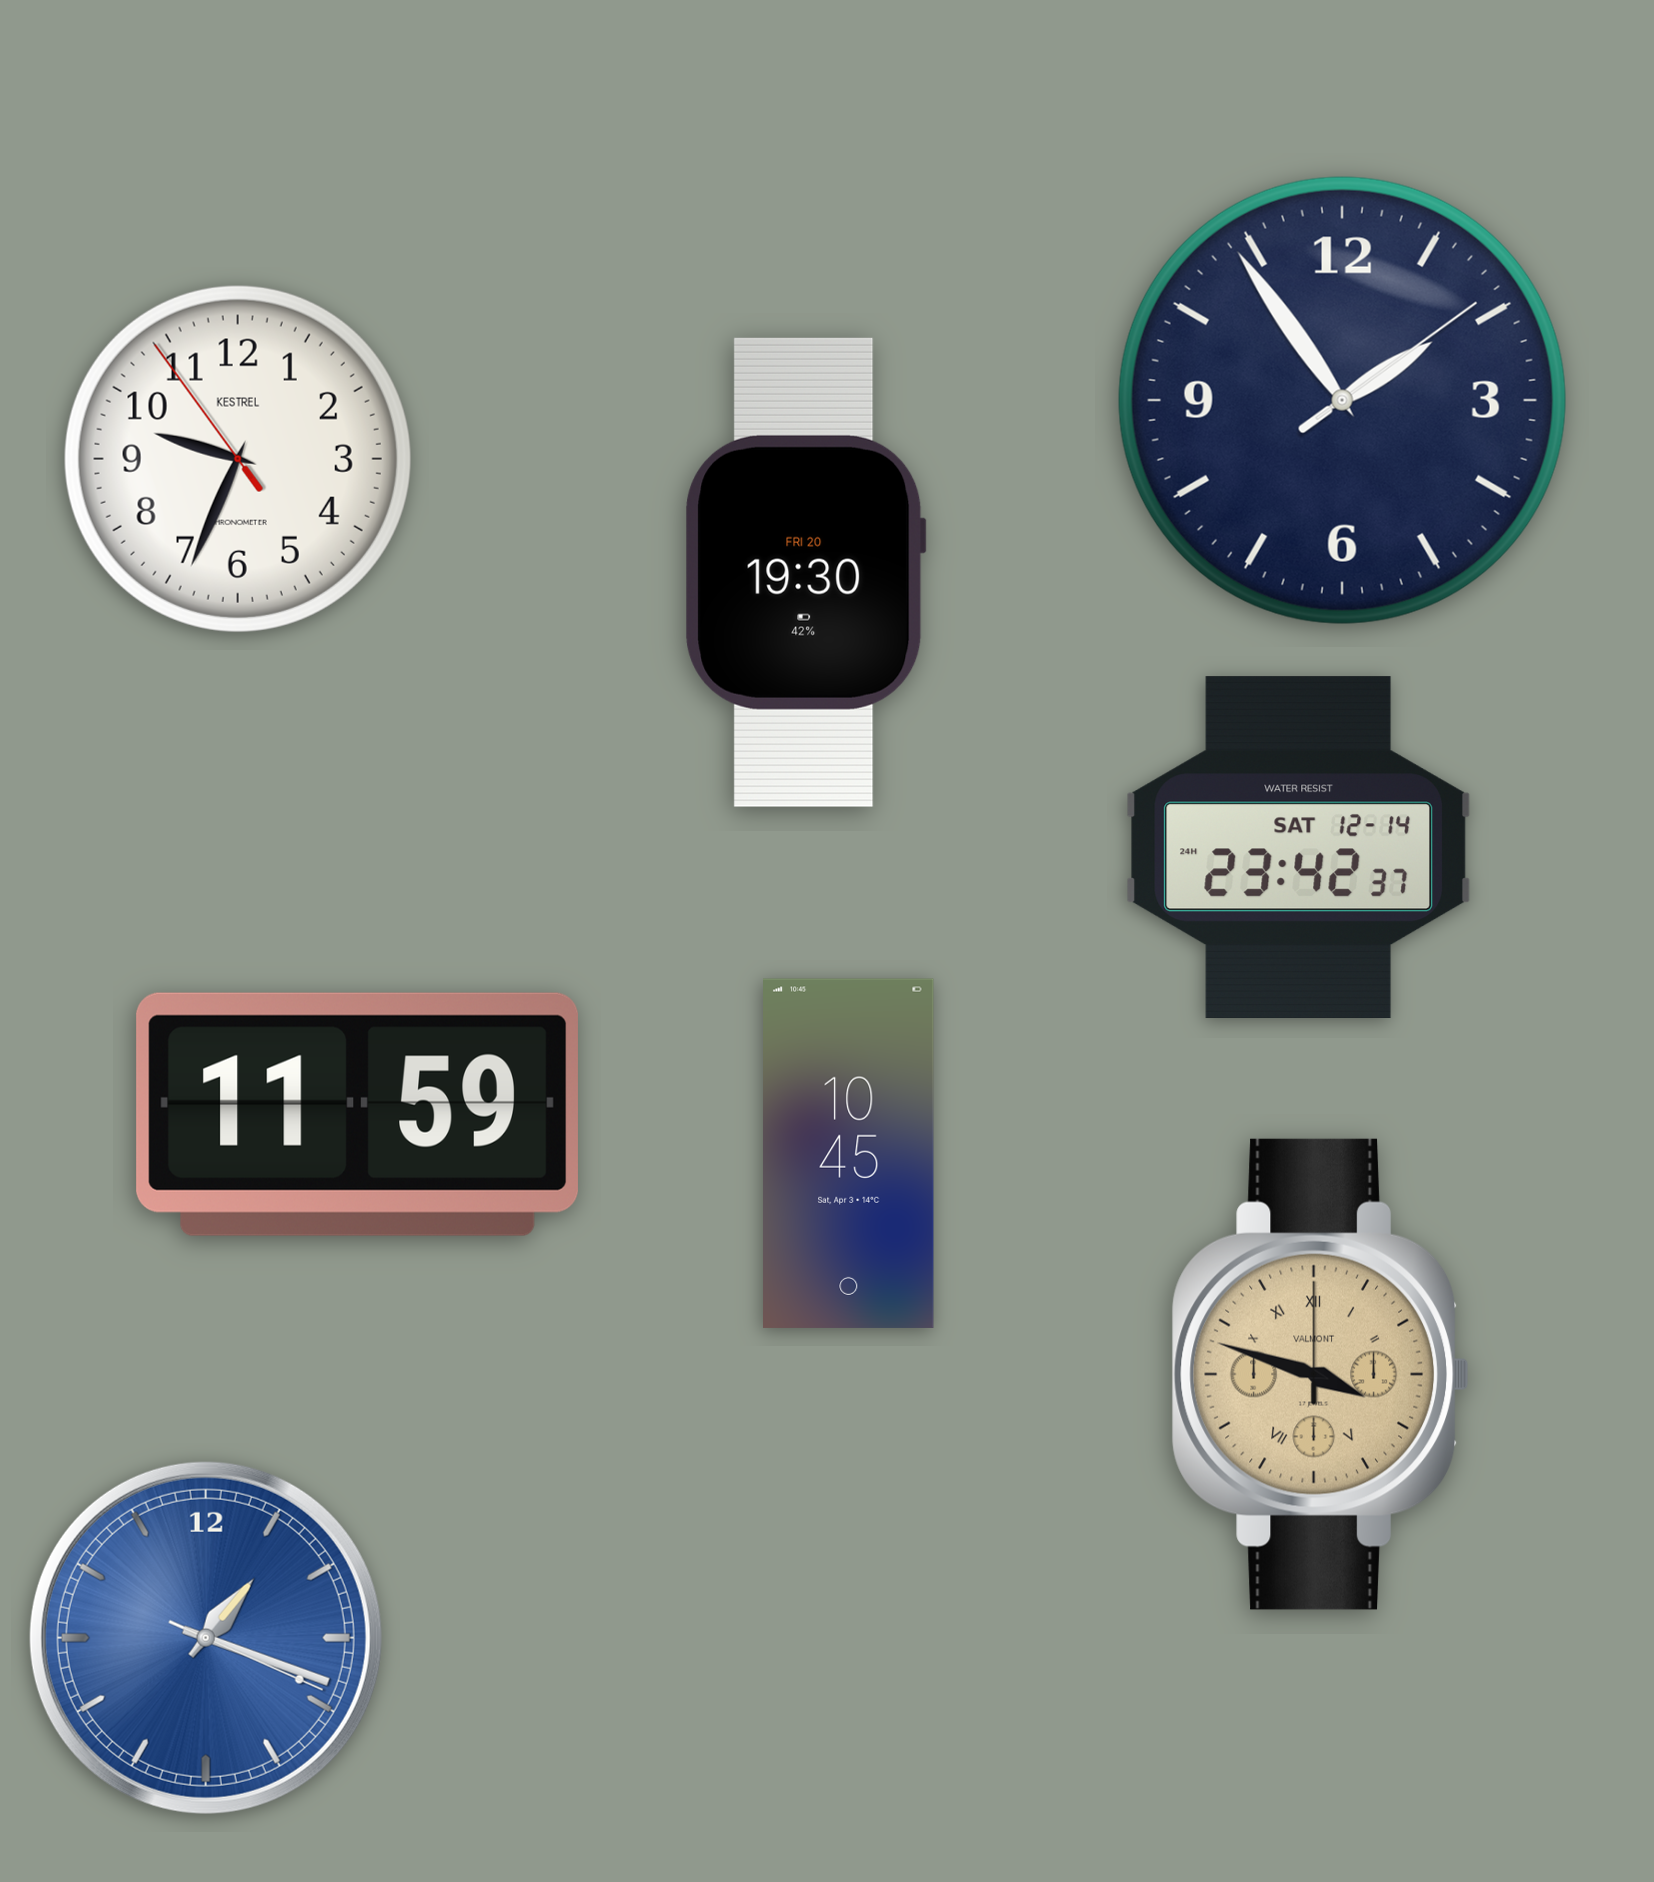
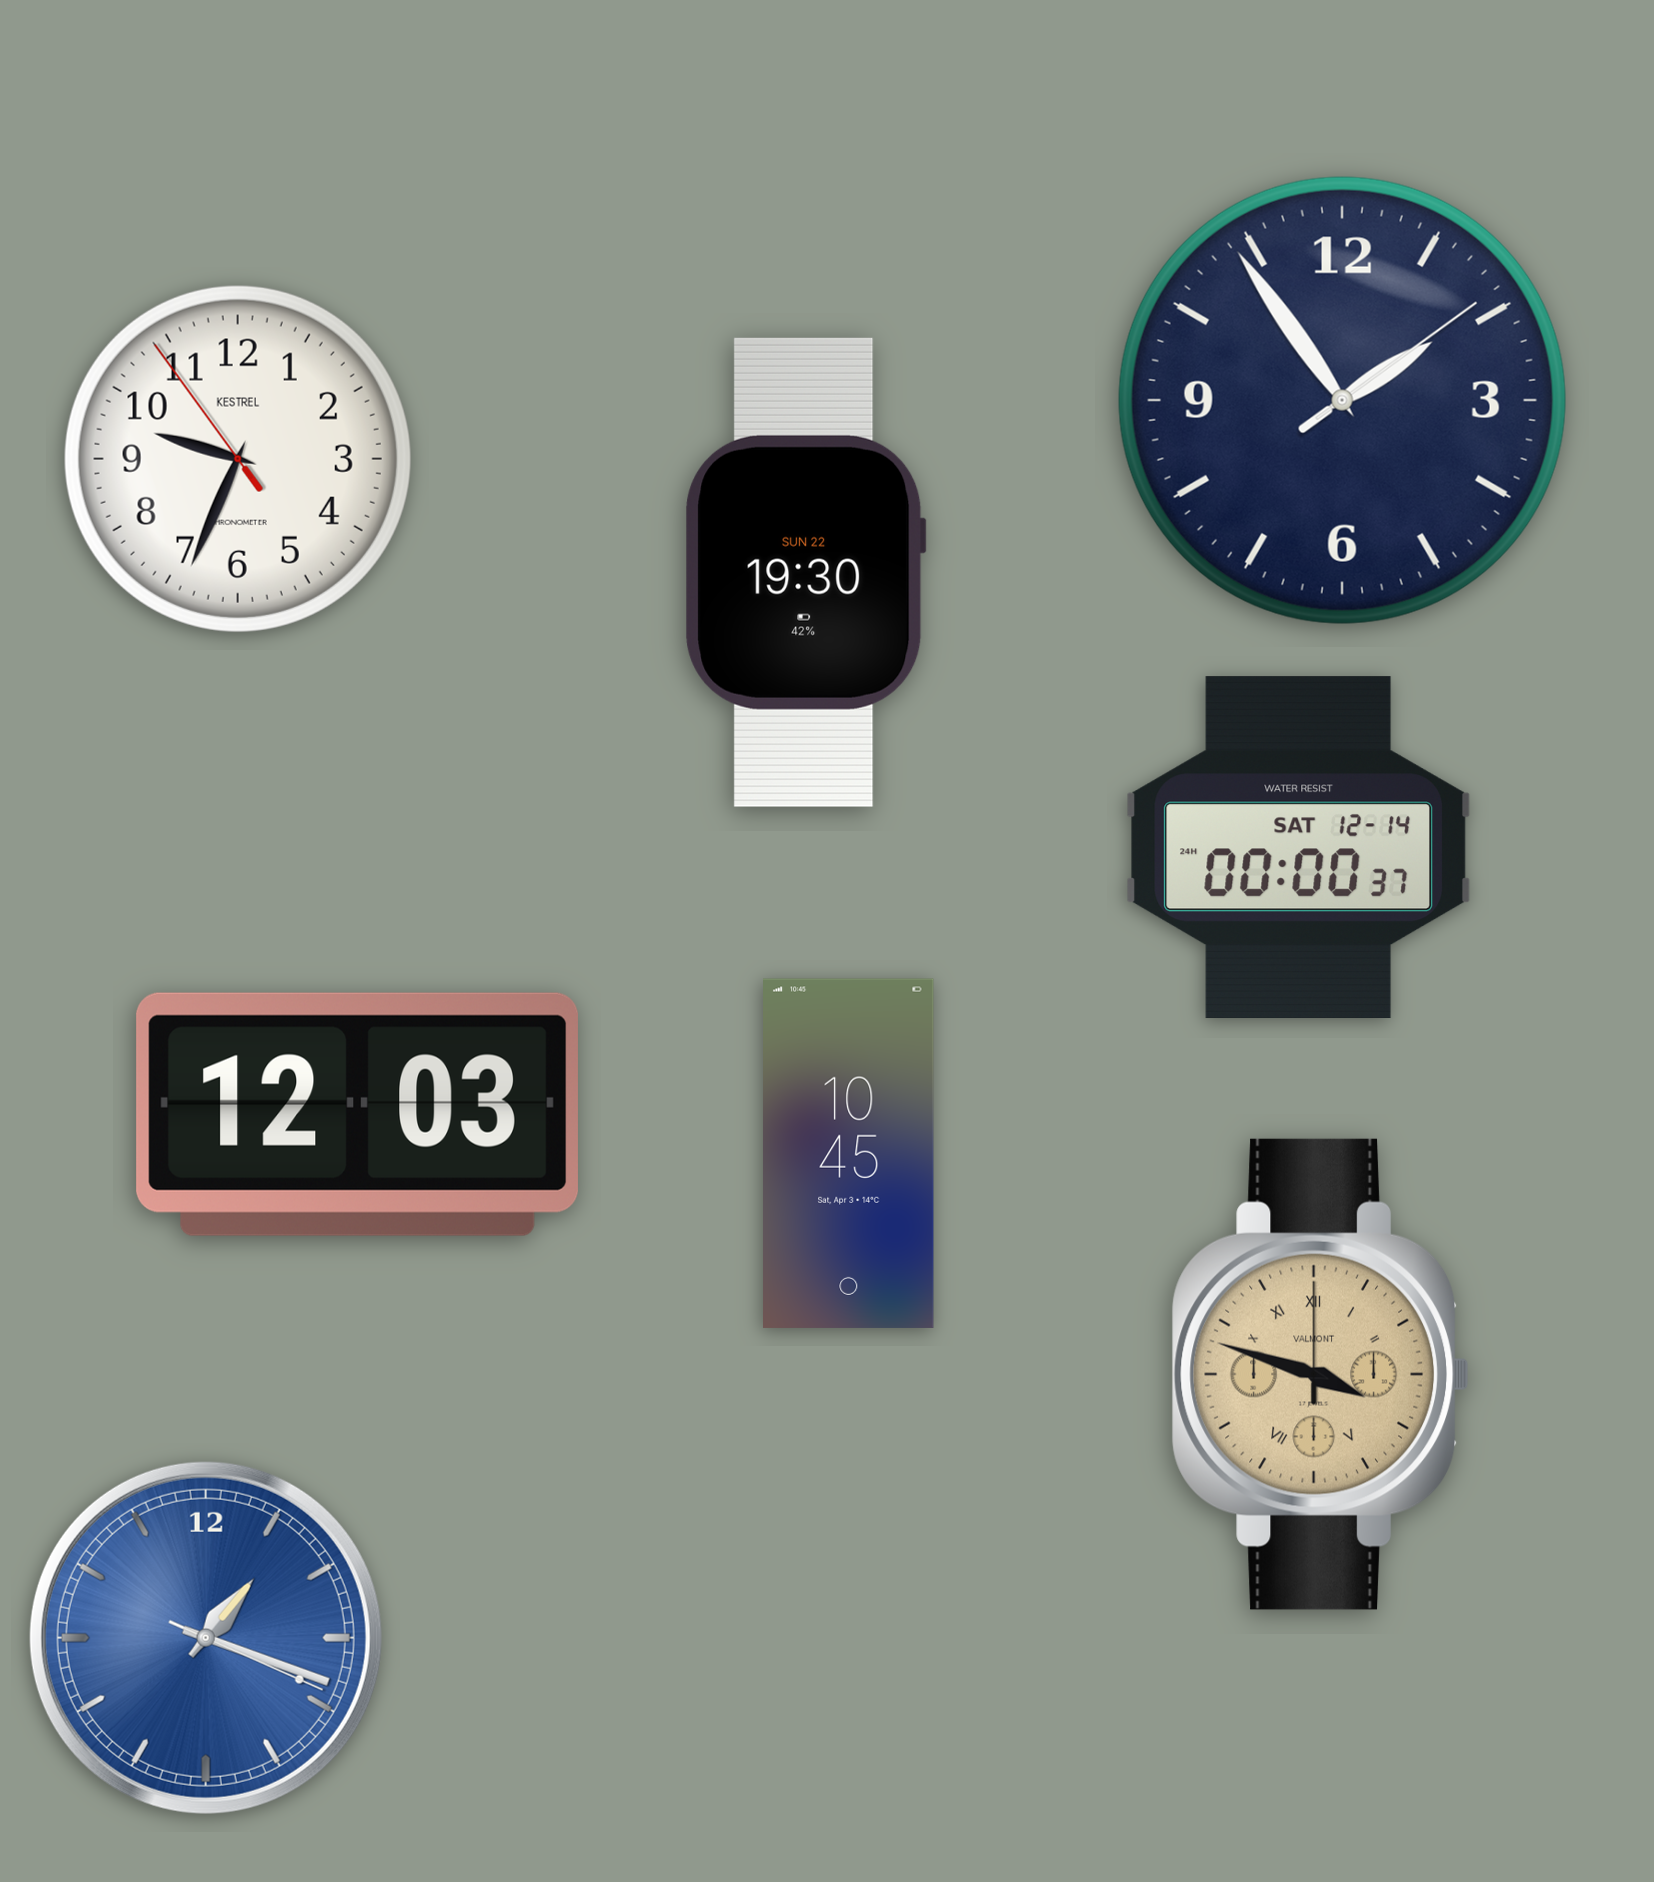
clock at (805, 572) date: FRI 20 -> SUN 22
clock at (1298, 848): 23:42 -> 00:00
clock at (357, 1114): 11:59 -> 12:03
